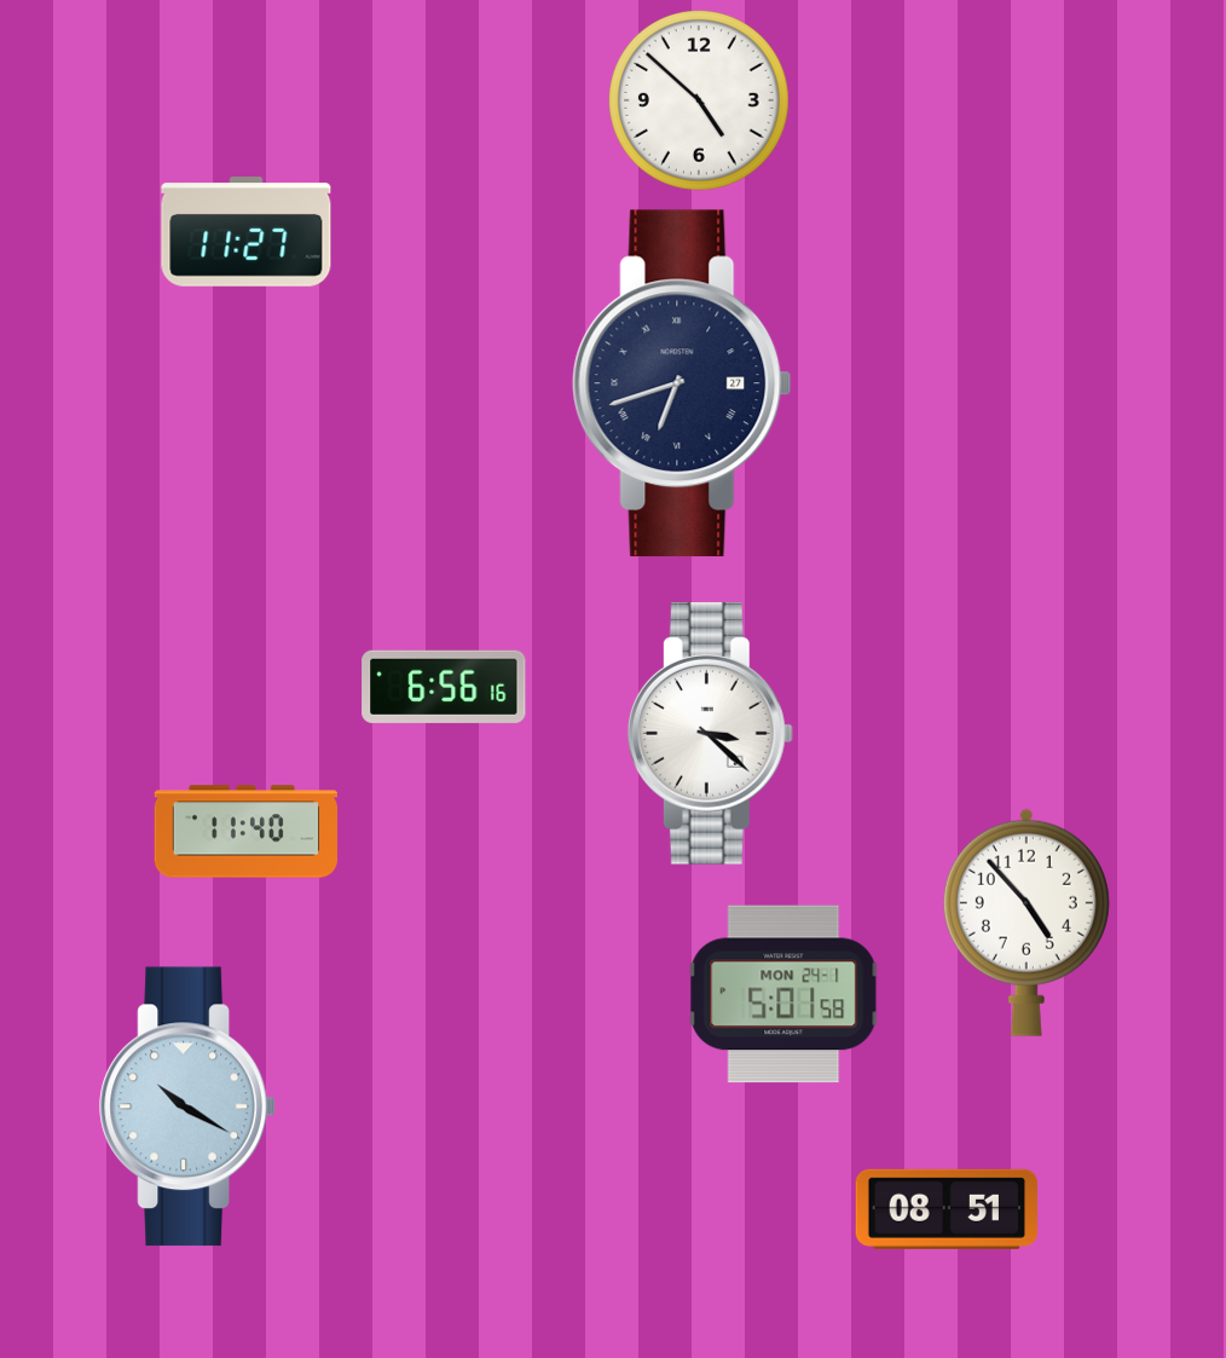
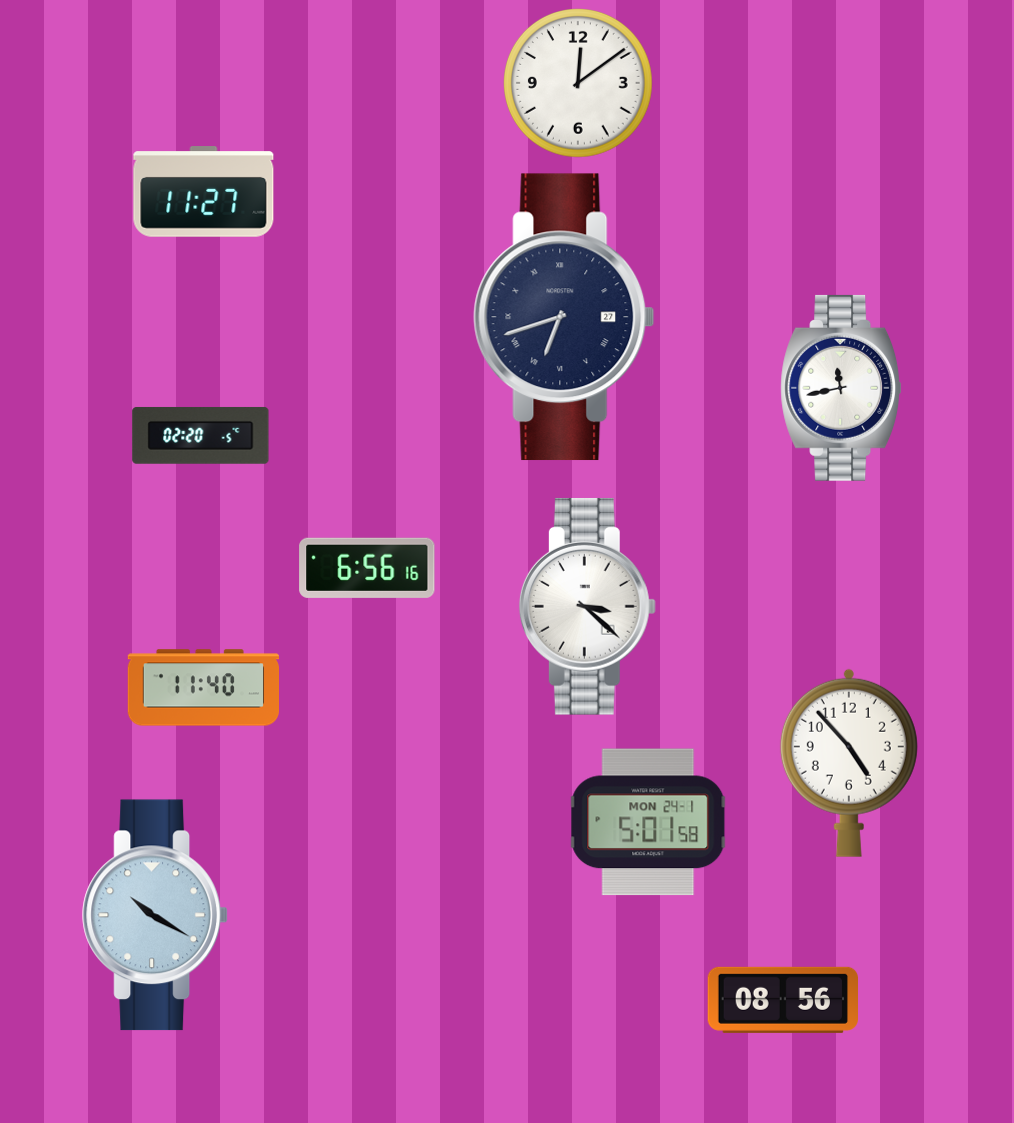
clock at (700, 102): 4:52 -> 12:09
clock at (842, 388): none -> 11:43
clock at (201, 436): none -> 02:20
clock at (945, 1209): 08:51 -> 08:56
